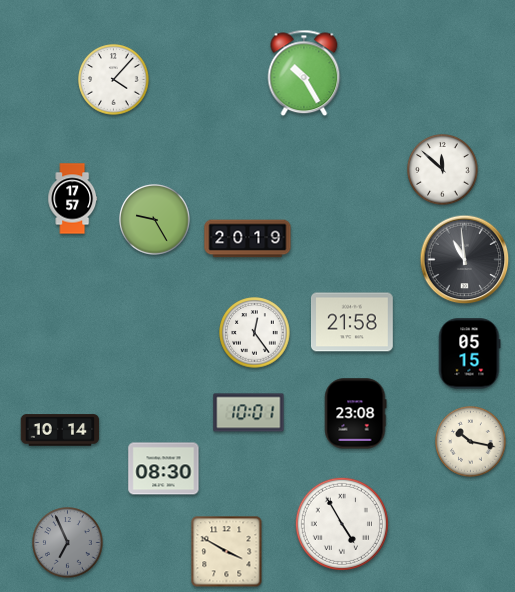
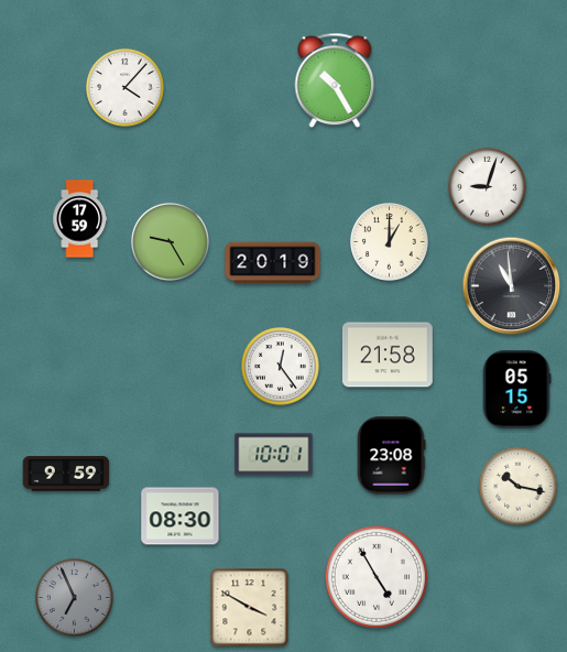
clock at (443, 170): 11:52 -> 9:03
clock at (73, 199): 17:57 -> 17:59
clock at (390, 242): none -> 1:00
clock at (60, 430): 10:14 -> 9:59
